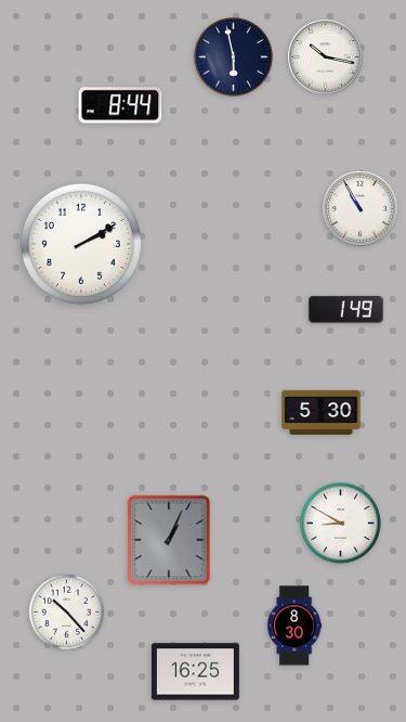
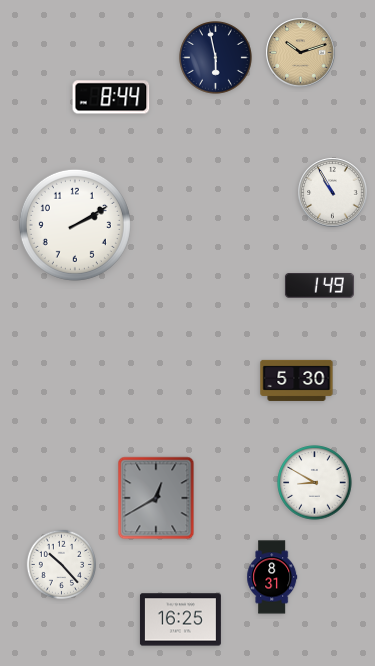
clock at (234, 57) position: (234, 57) -> (216, 58)
clock at (326, 57): 10:17 -> 10:12
clock at (326, 57) dial: white -> champagne
clock at (169, 540): 1:04 -> 12:40
clock at (294, 626): 8:30 -> 8:31
